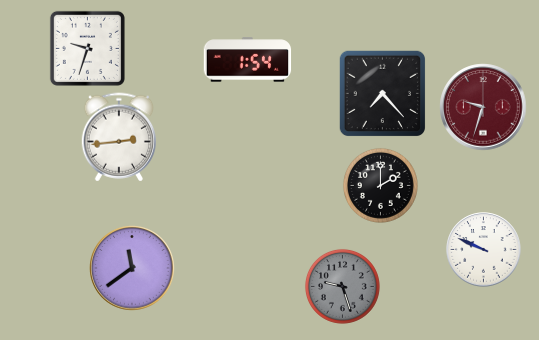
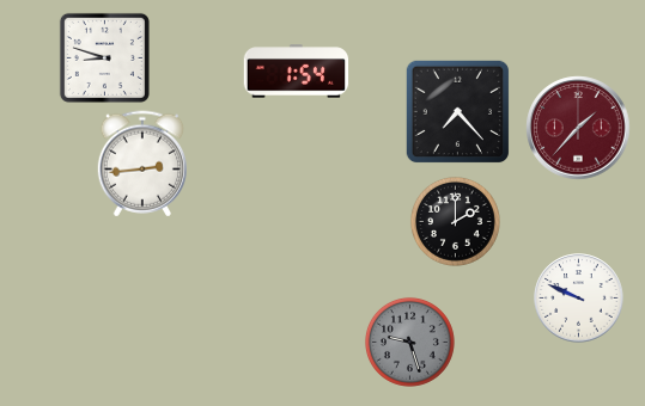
clock at (87, 48): 9:33 -> 8:48
clock at (483, 107): 9:33 -> 1:37
clock at (132, 268): 11:39 -> none
